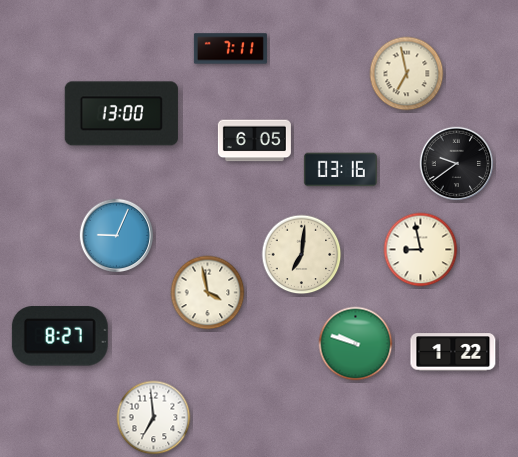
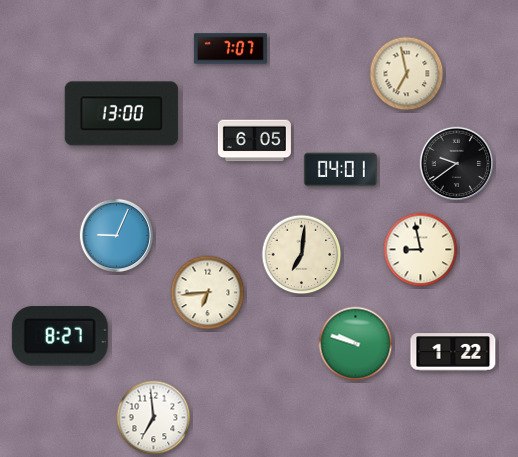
clock at (230, 49): 7:11 -> 7:07
clock at (340, 170): 03:16 -> 04:01
clock at (208, 293): 3:58 -> 6:44
